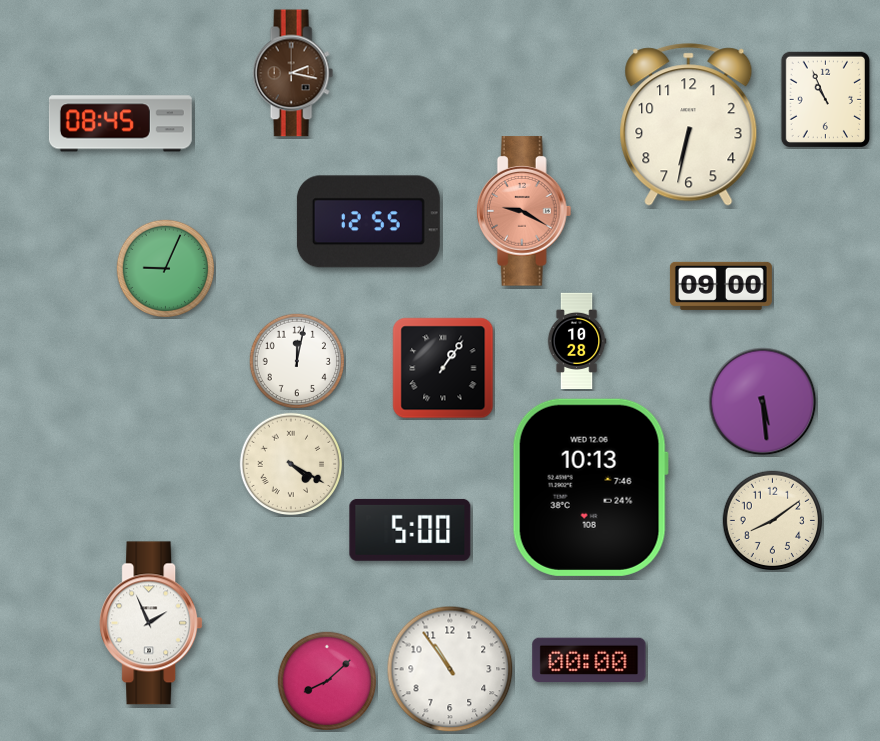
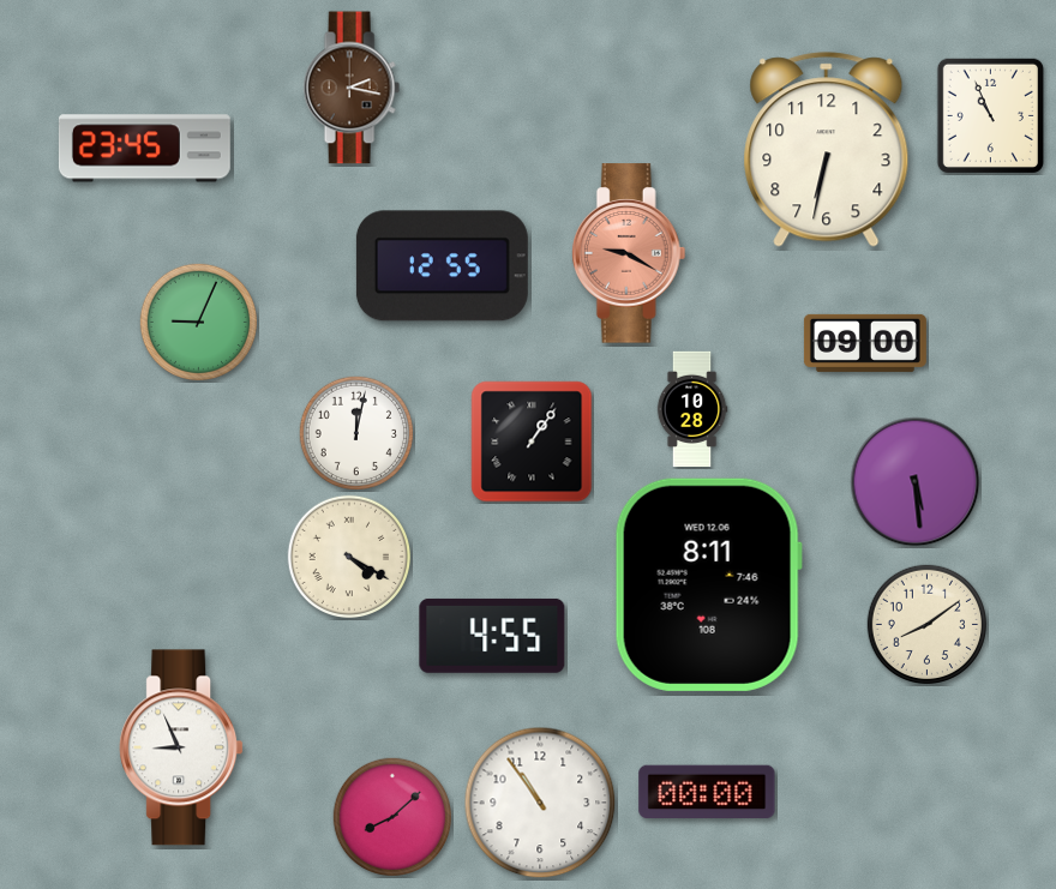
clock at (825, 99) position: (825, 99) -> (990, 115)
clock at (120, 124): 08:45 -> 23:45
clock at (590, 487): 10:13 -> 8:11
clock at (410, 530): 5:00 -> 4:55
clock at (151, 623): 1:56 -> 8:56
